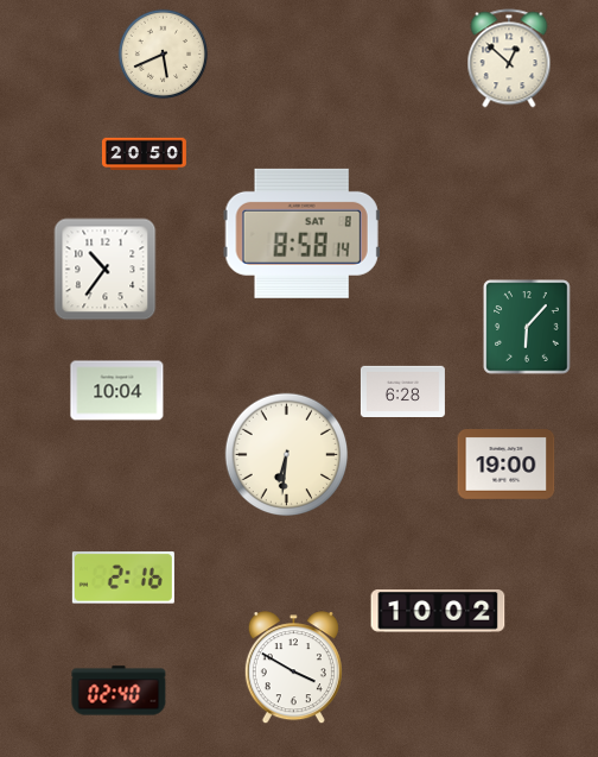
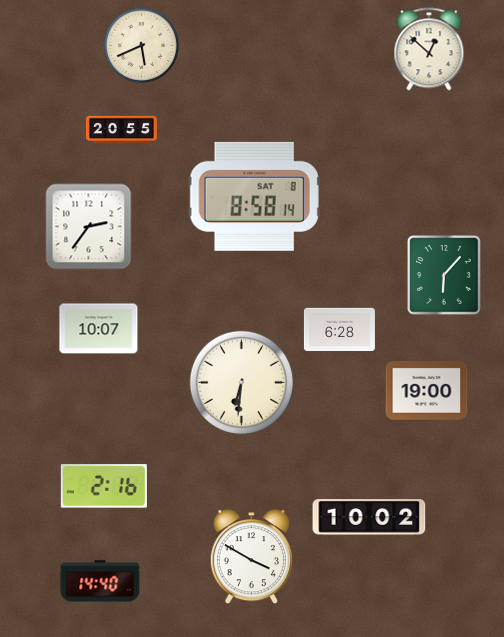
clock at (163, 53) position: (163, 53) -> (141, 45)
clock at (144, 154): 20:50 -> 20:55
clock at (106, 270): 10:36 -> 2:36
clock at (117, 391): 10:04 -> 10:07
clock at (438, 611) position: (438, 611) -> (369, 517)
clock at (293, 668) position: (293, 668) -> (251, 557)
clock at (119, 690): 02:40 -> 14:40
